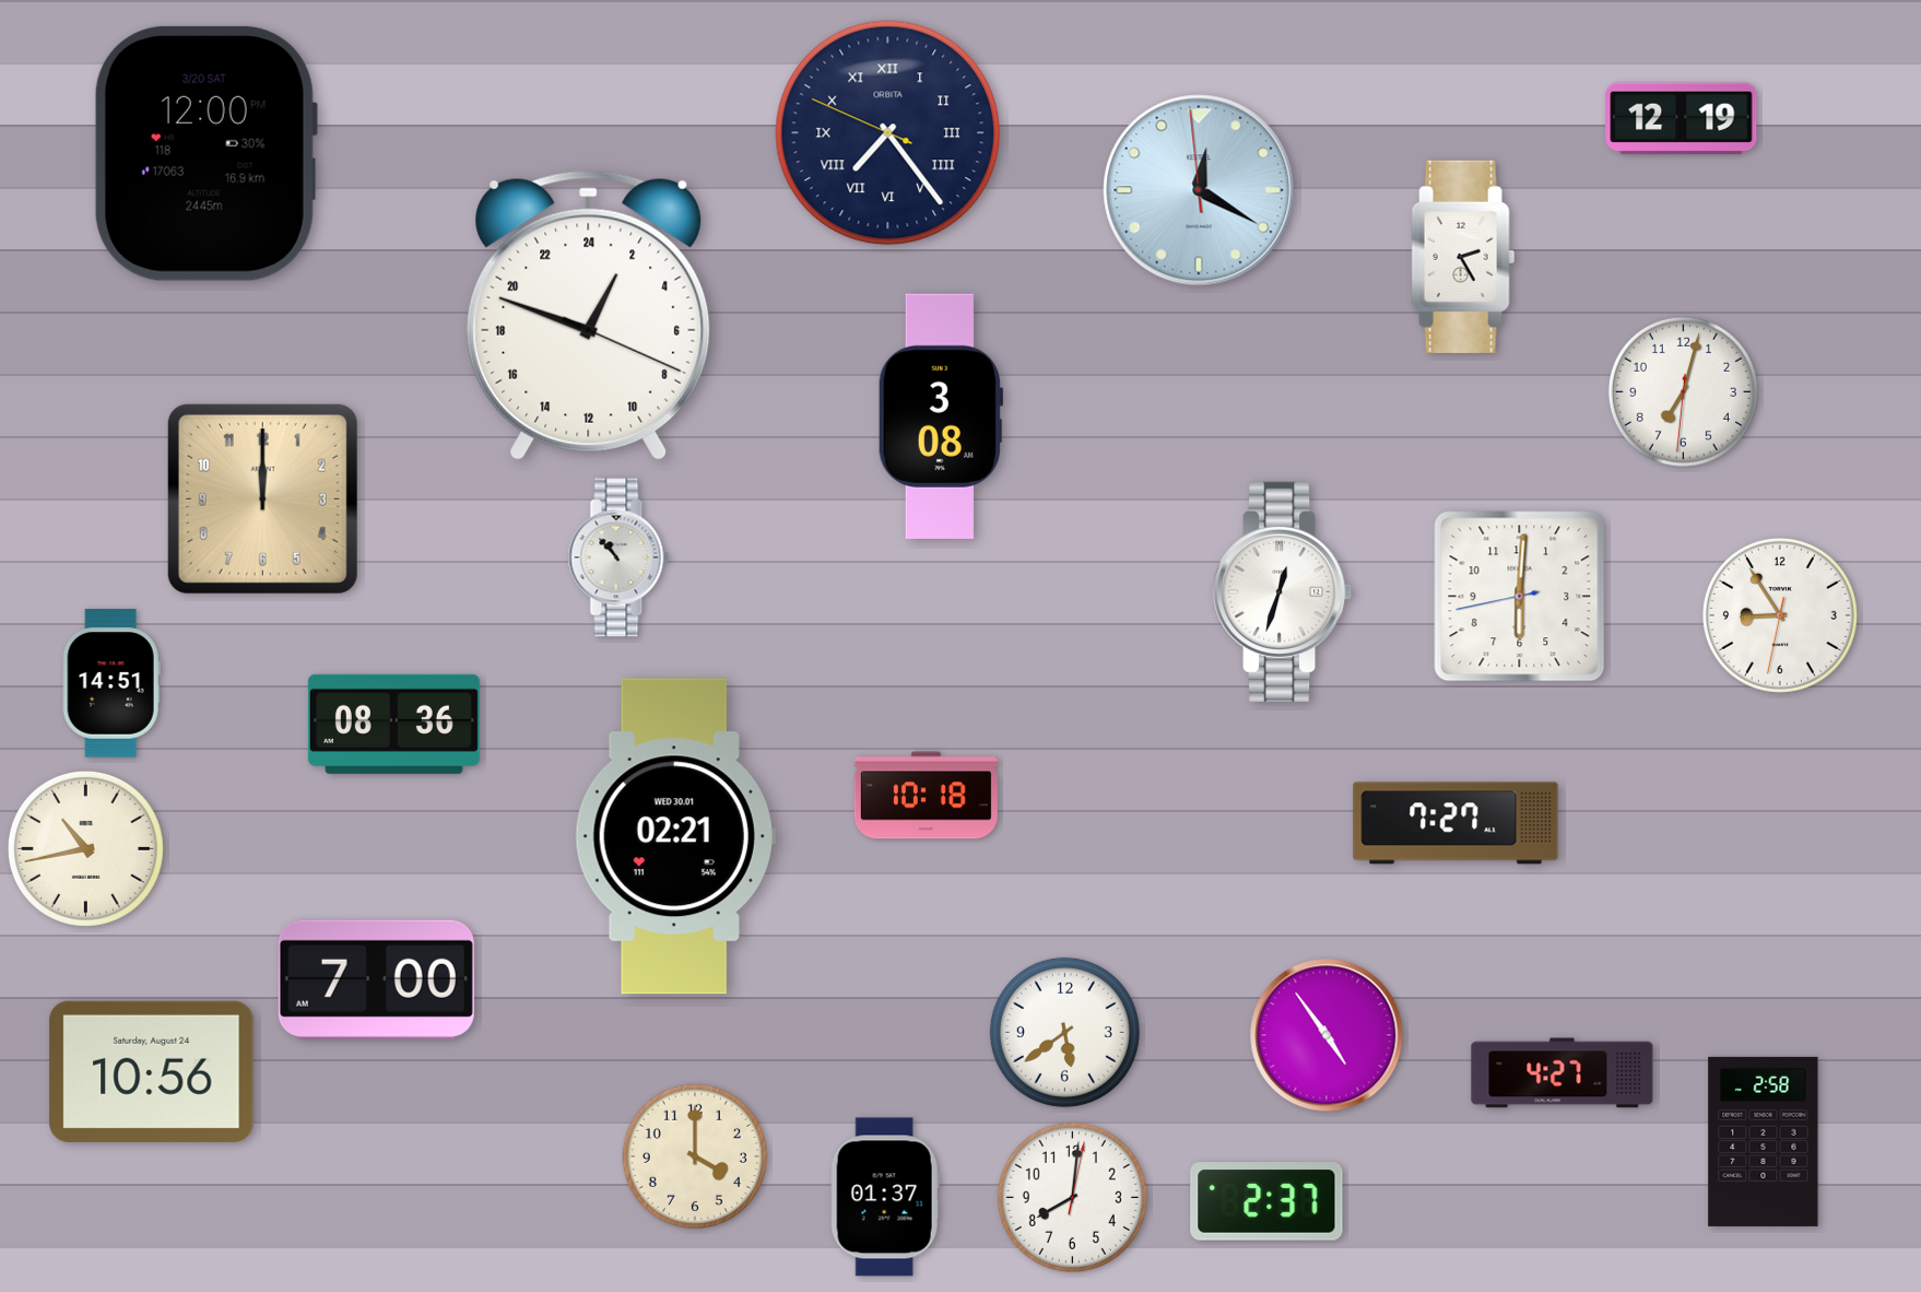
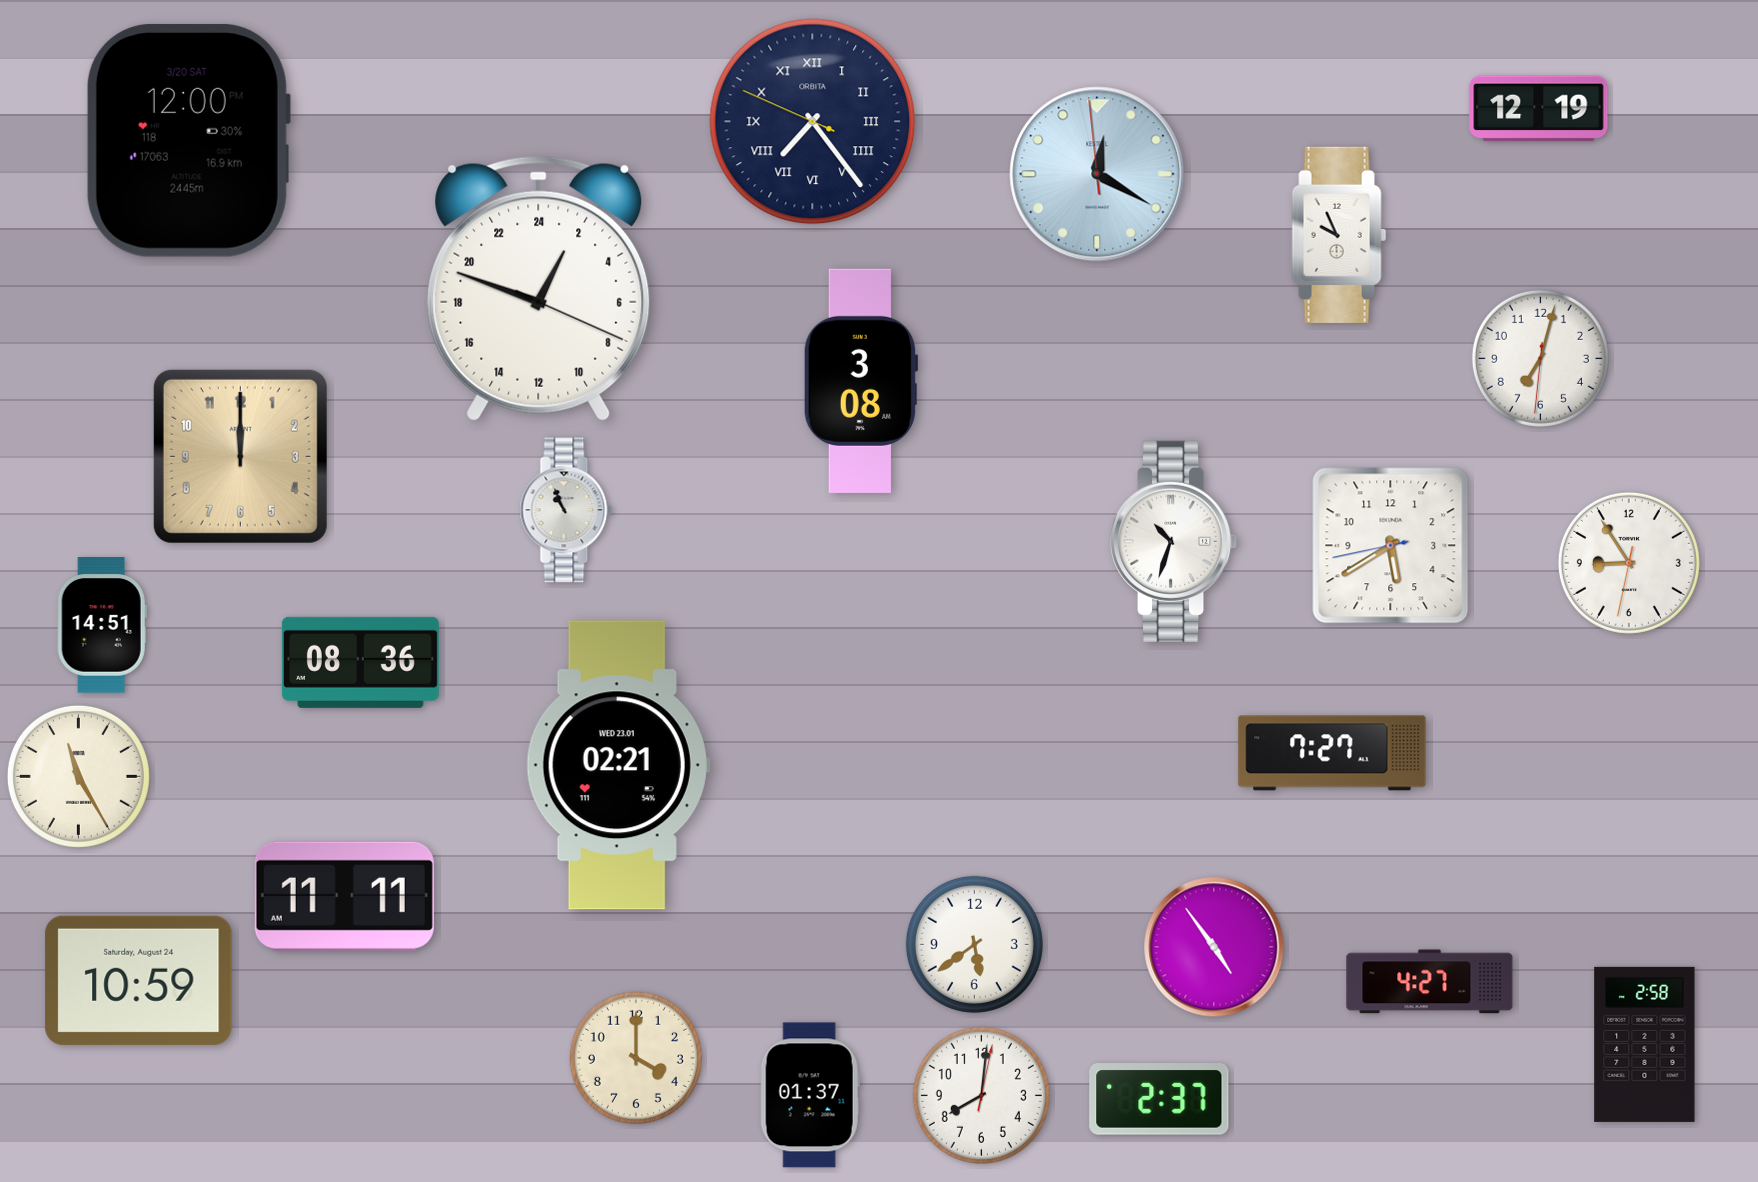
clock at (1463, 257): 2:25 -> 9:56
clock at (618, 557): 10:53 -> 10:56
clock at (1284, 591): 12:33 -> 10:33
clock at (1520, 597): 6:00 -> 5:39
clock at (926, 796): 10:18 -> none
clock at (675, 836) date: WED 30.01 -> WED 23.01
clock at (85, 848): 10:43 -> 11:25
clock at (376, 979): 7:00 -> 11:11
clock at (152, 1071): 10:56 -> 10:59
clock at (1764, 1141) position: (1764, 1141) -> (1645, 1044)
